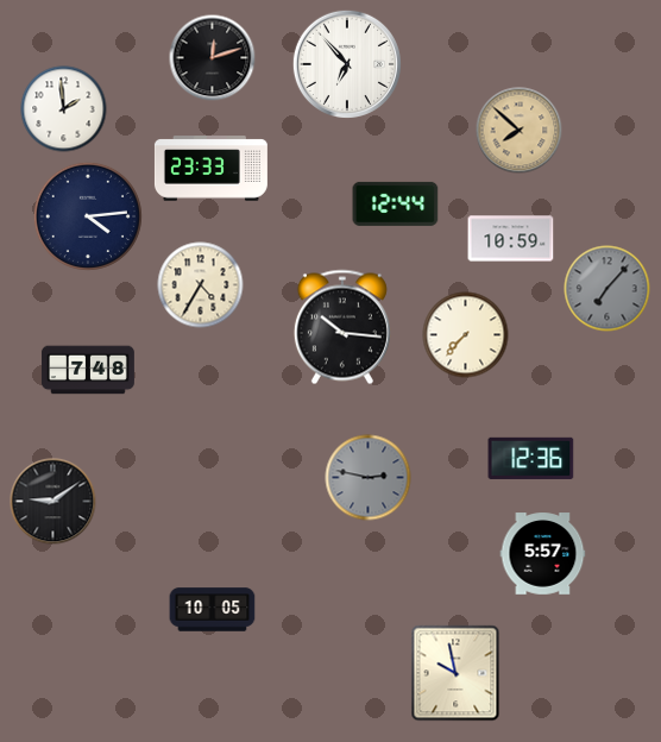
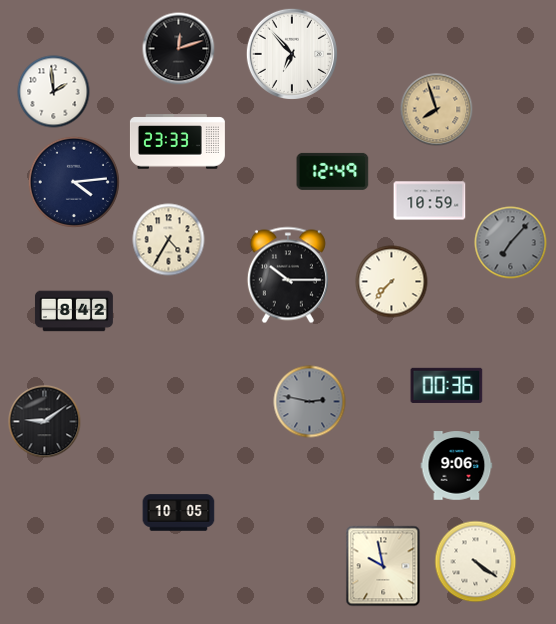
clock at (520, 131): 7:52 -> 7:57
clock at (396, 203): 12:44 -> 12:49
clock at (342, 327): 10:16 -> 10:15
clock at (88, 370): 7:48 -> 8:42
clock at (531, 458): 12:36 -> 00:36
clock at (543, 554): 5:57 -> 9:06
clock at (476, 562): none -> 4:21
